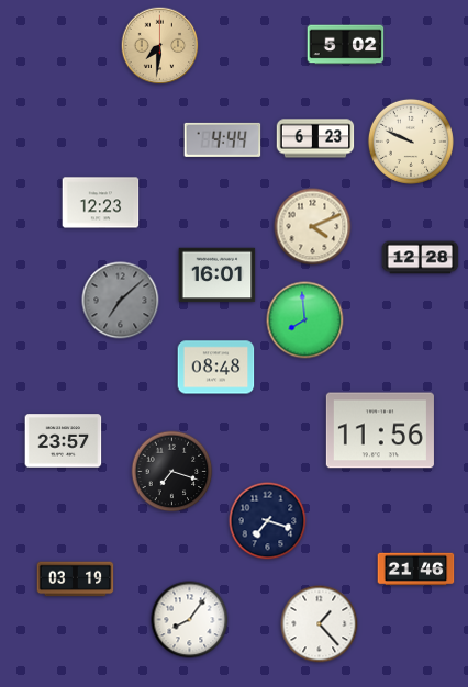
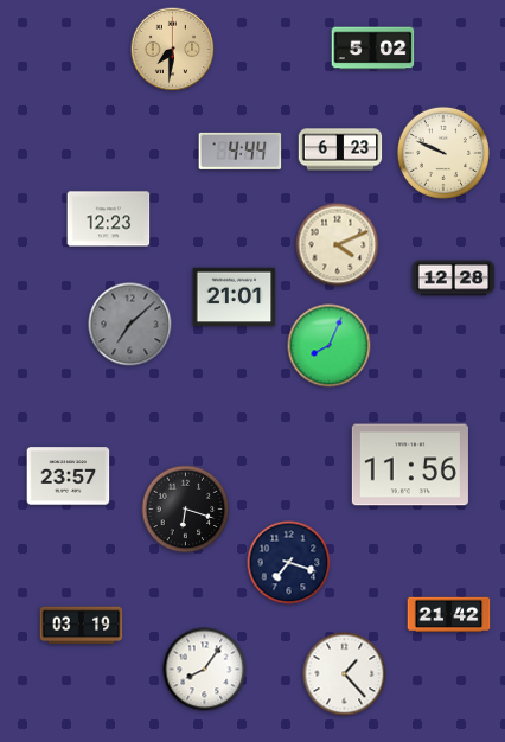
clock at (218, 275): 16:01 -> 21:01
clock at (305, 320): 7:59 -> 8:04
clock at (216, 368): 08:48 -> none
clock at (172, 472): 7:18 -> 6:18
clock at (416, 570): 21:46 -> 21:42
